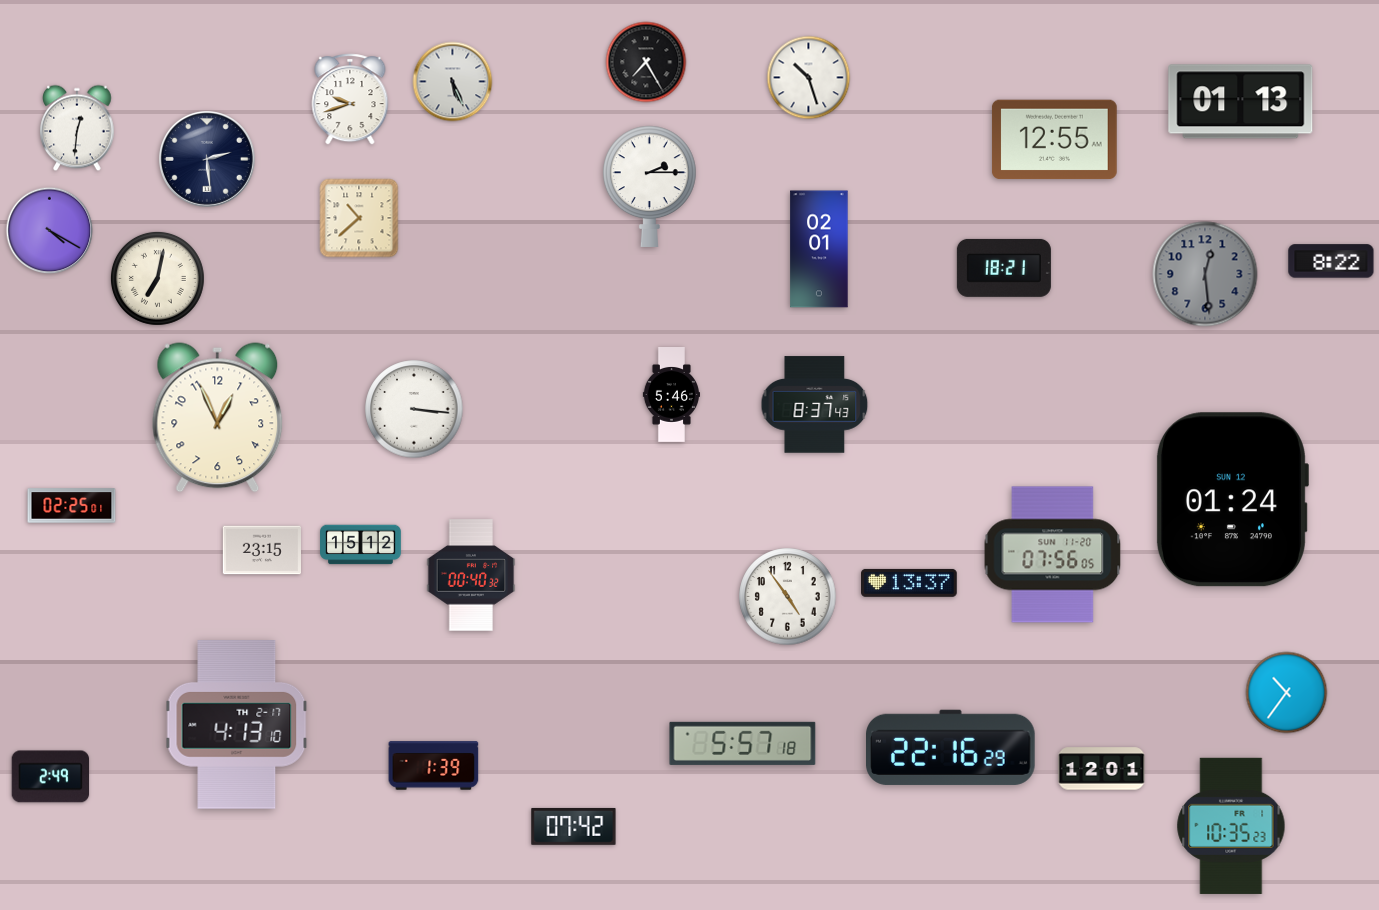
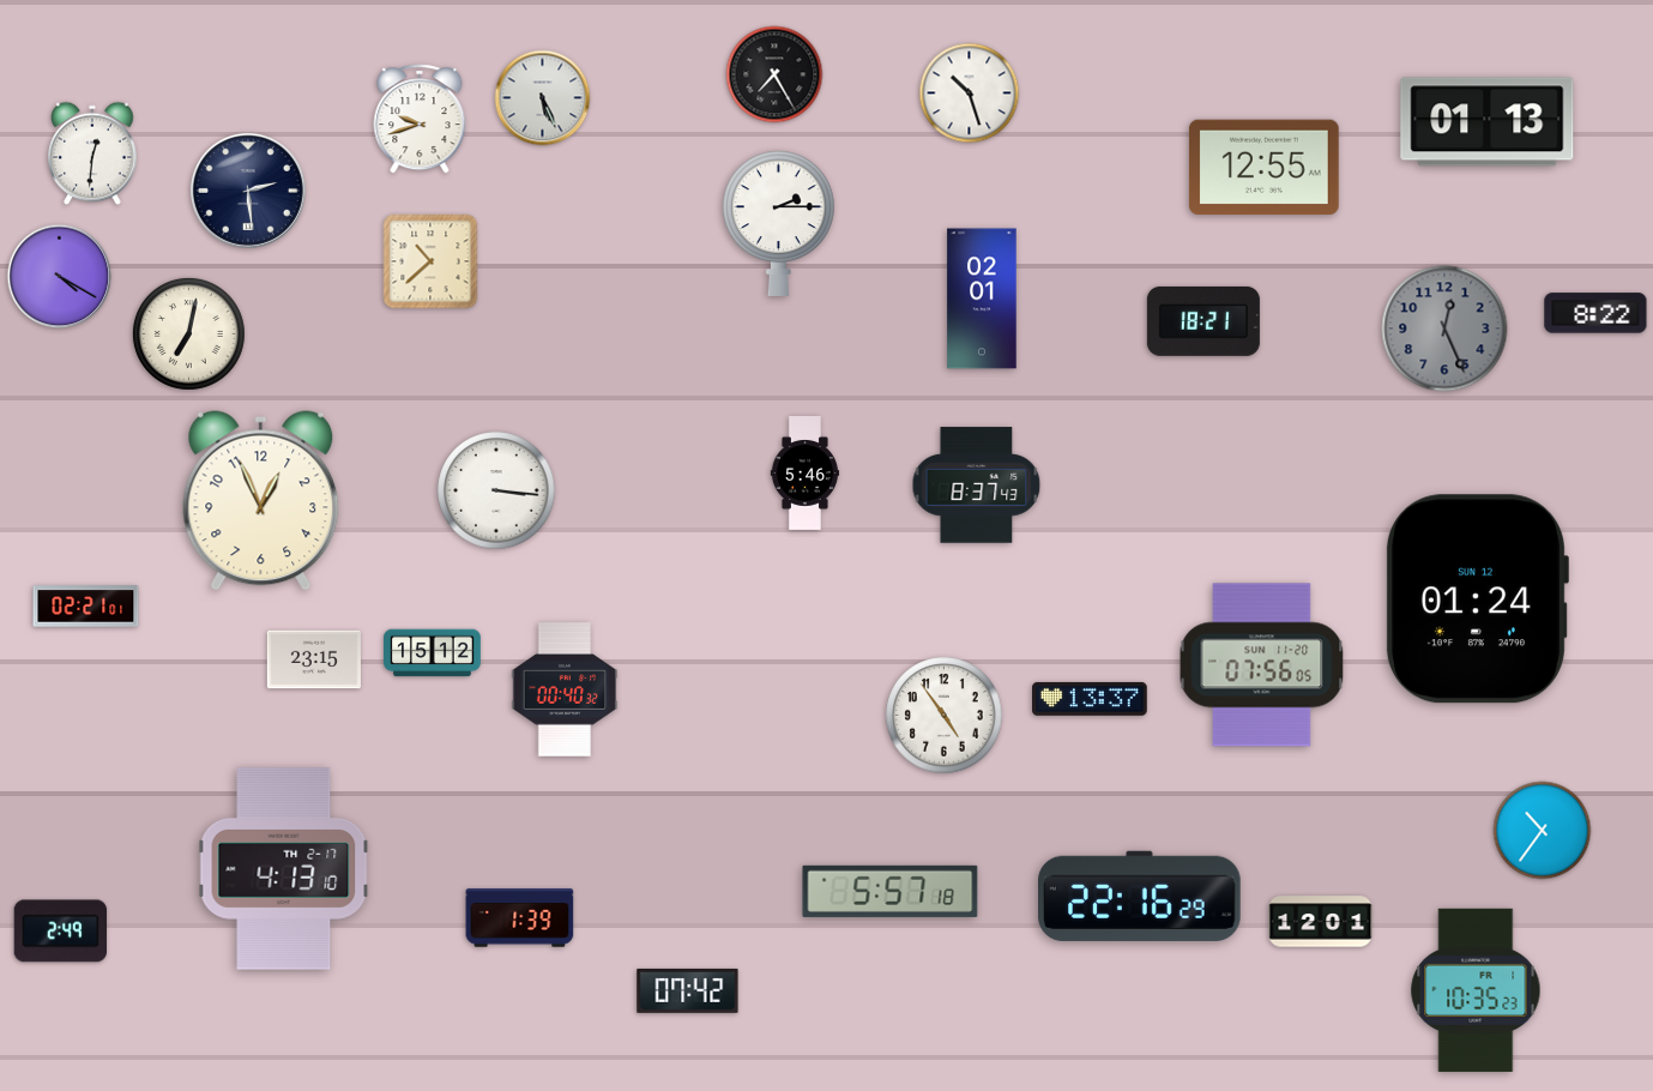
clock at (1205, 274): 12:29 -> 12:26
clock at (72, 506): 02:25 -> 02:21
